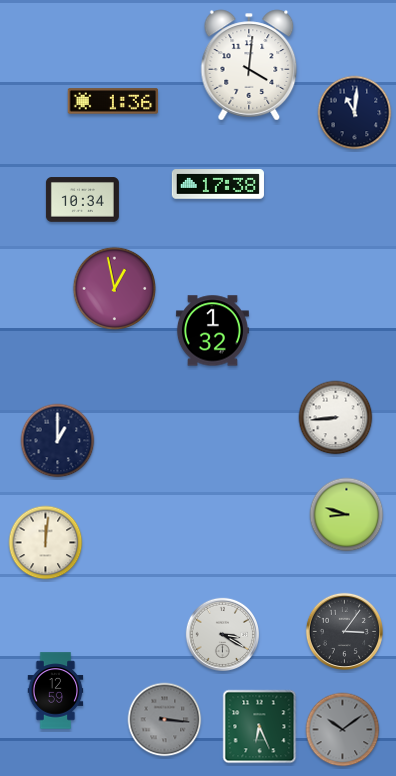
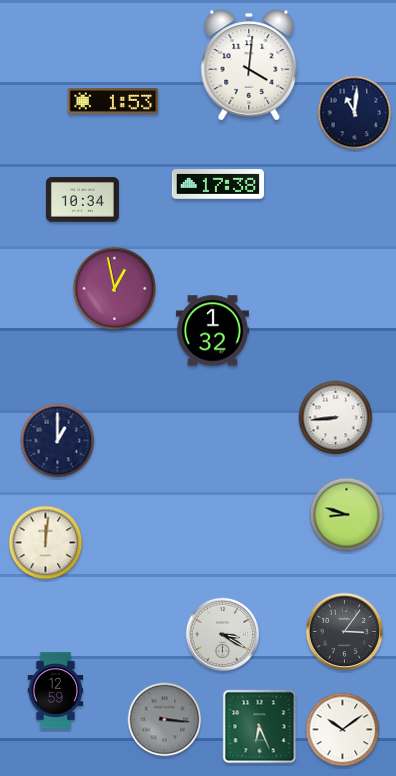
clock at (113, 101): 1:36 -> 1:53
clock at (343, 730) dial: grey -> white
